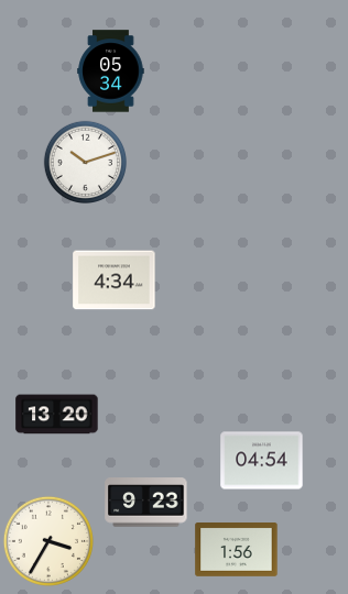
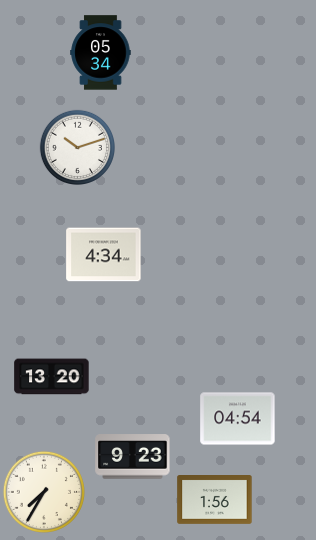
clock at (111, 71) position: (111, 71) -> (101, 53)
clock at (48, 541): 3:35 -> 7:35
